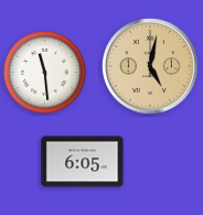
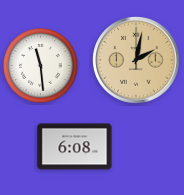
clock at (150, 66): 5:02 -> 2:02
clock at (83, 162): 6:05 -> 6:08
